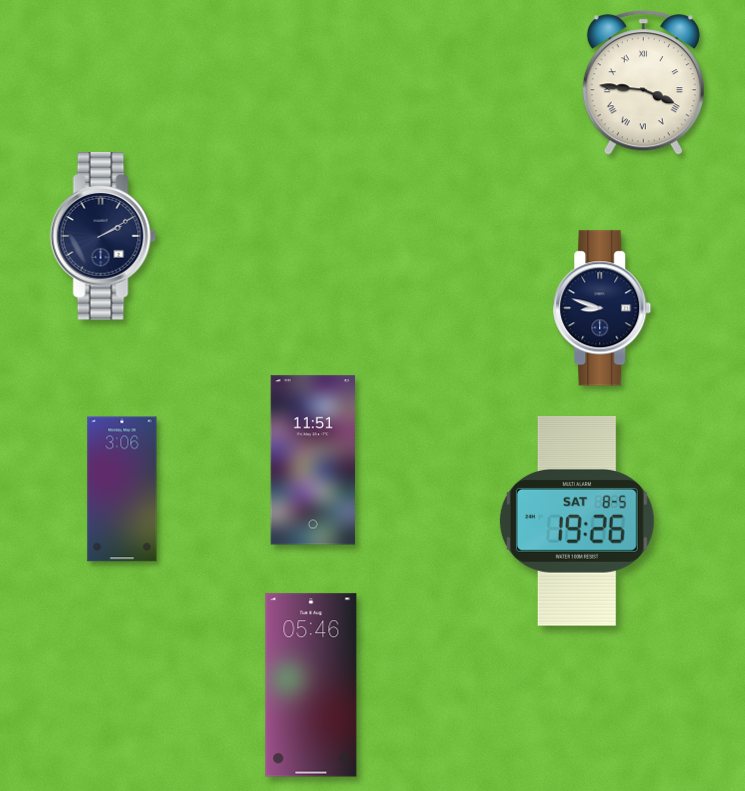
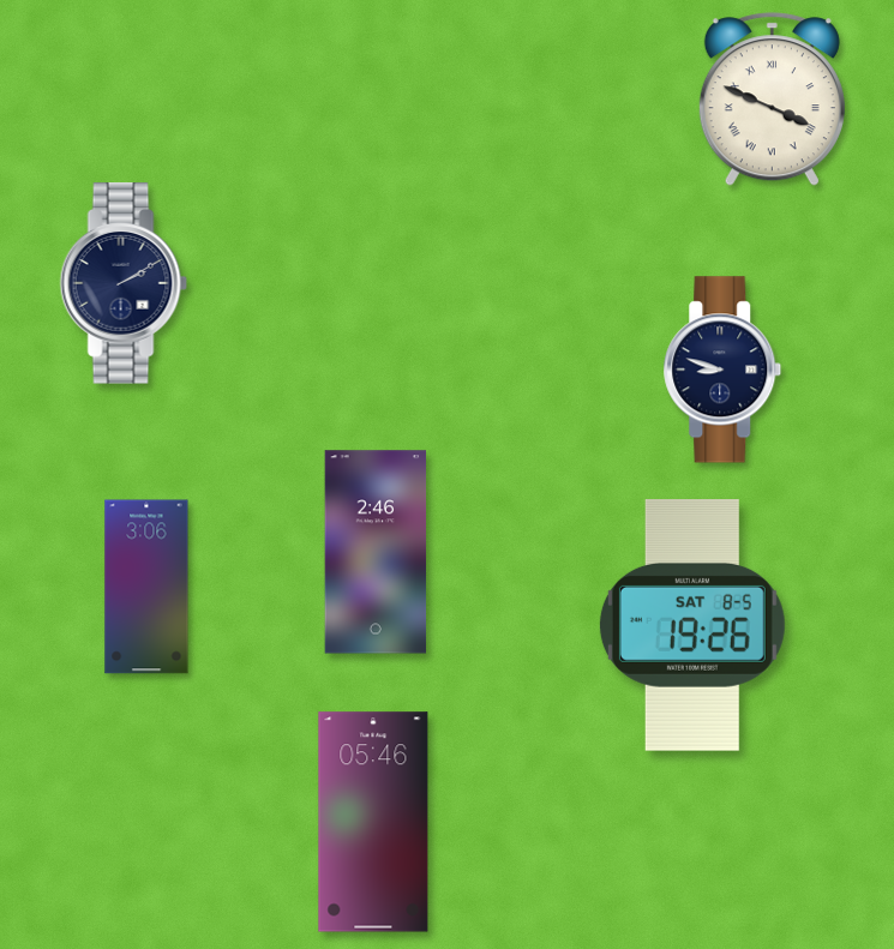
clock at (643, 83): 3:46 -> 3:49
clock at (313, 460): 11:51 -> 2:46
